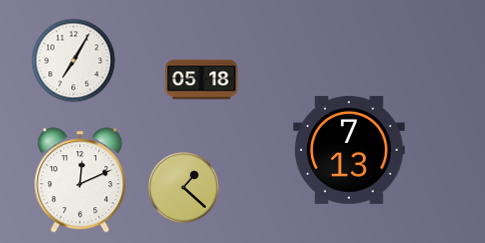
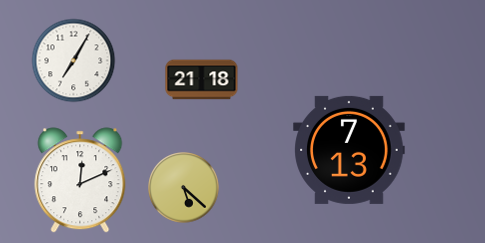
clock at (202, 80): 05:18 -> 21:18
clock at (184, 188): 1:22 -> 5:22
